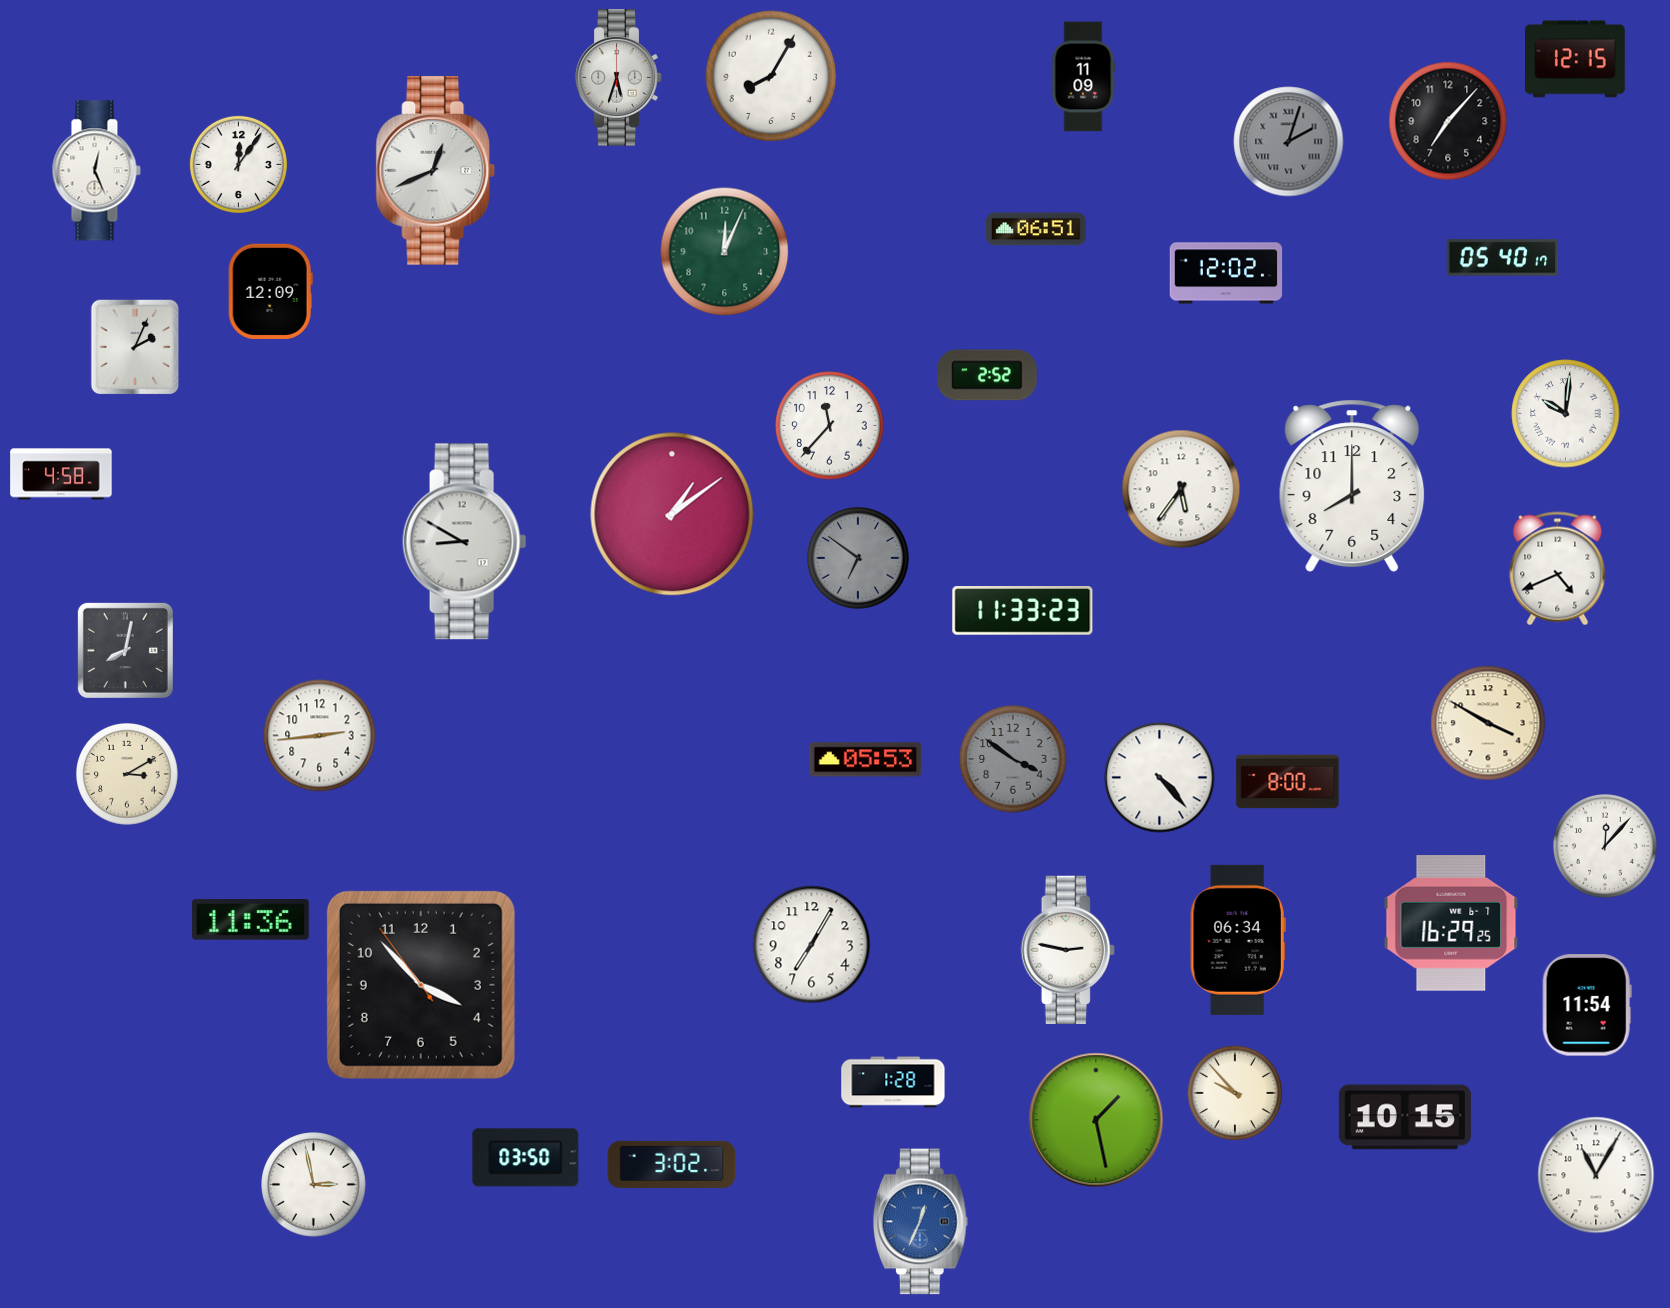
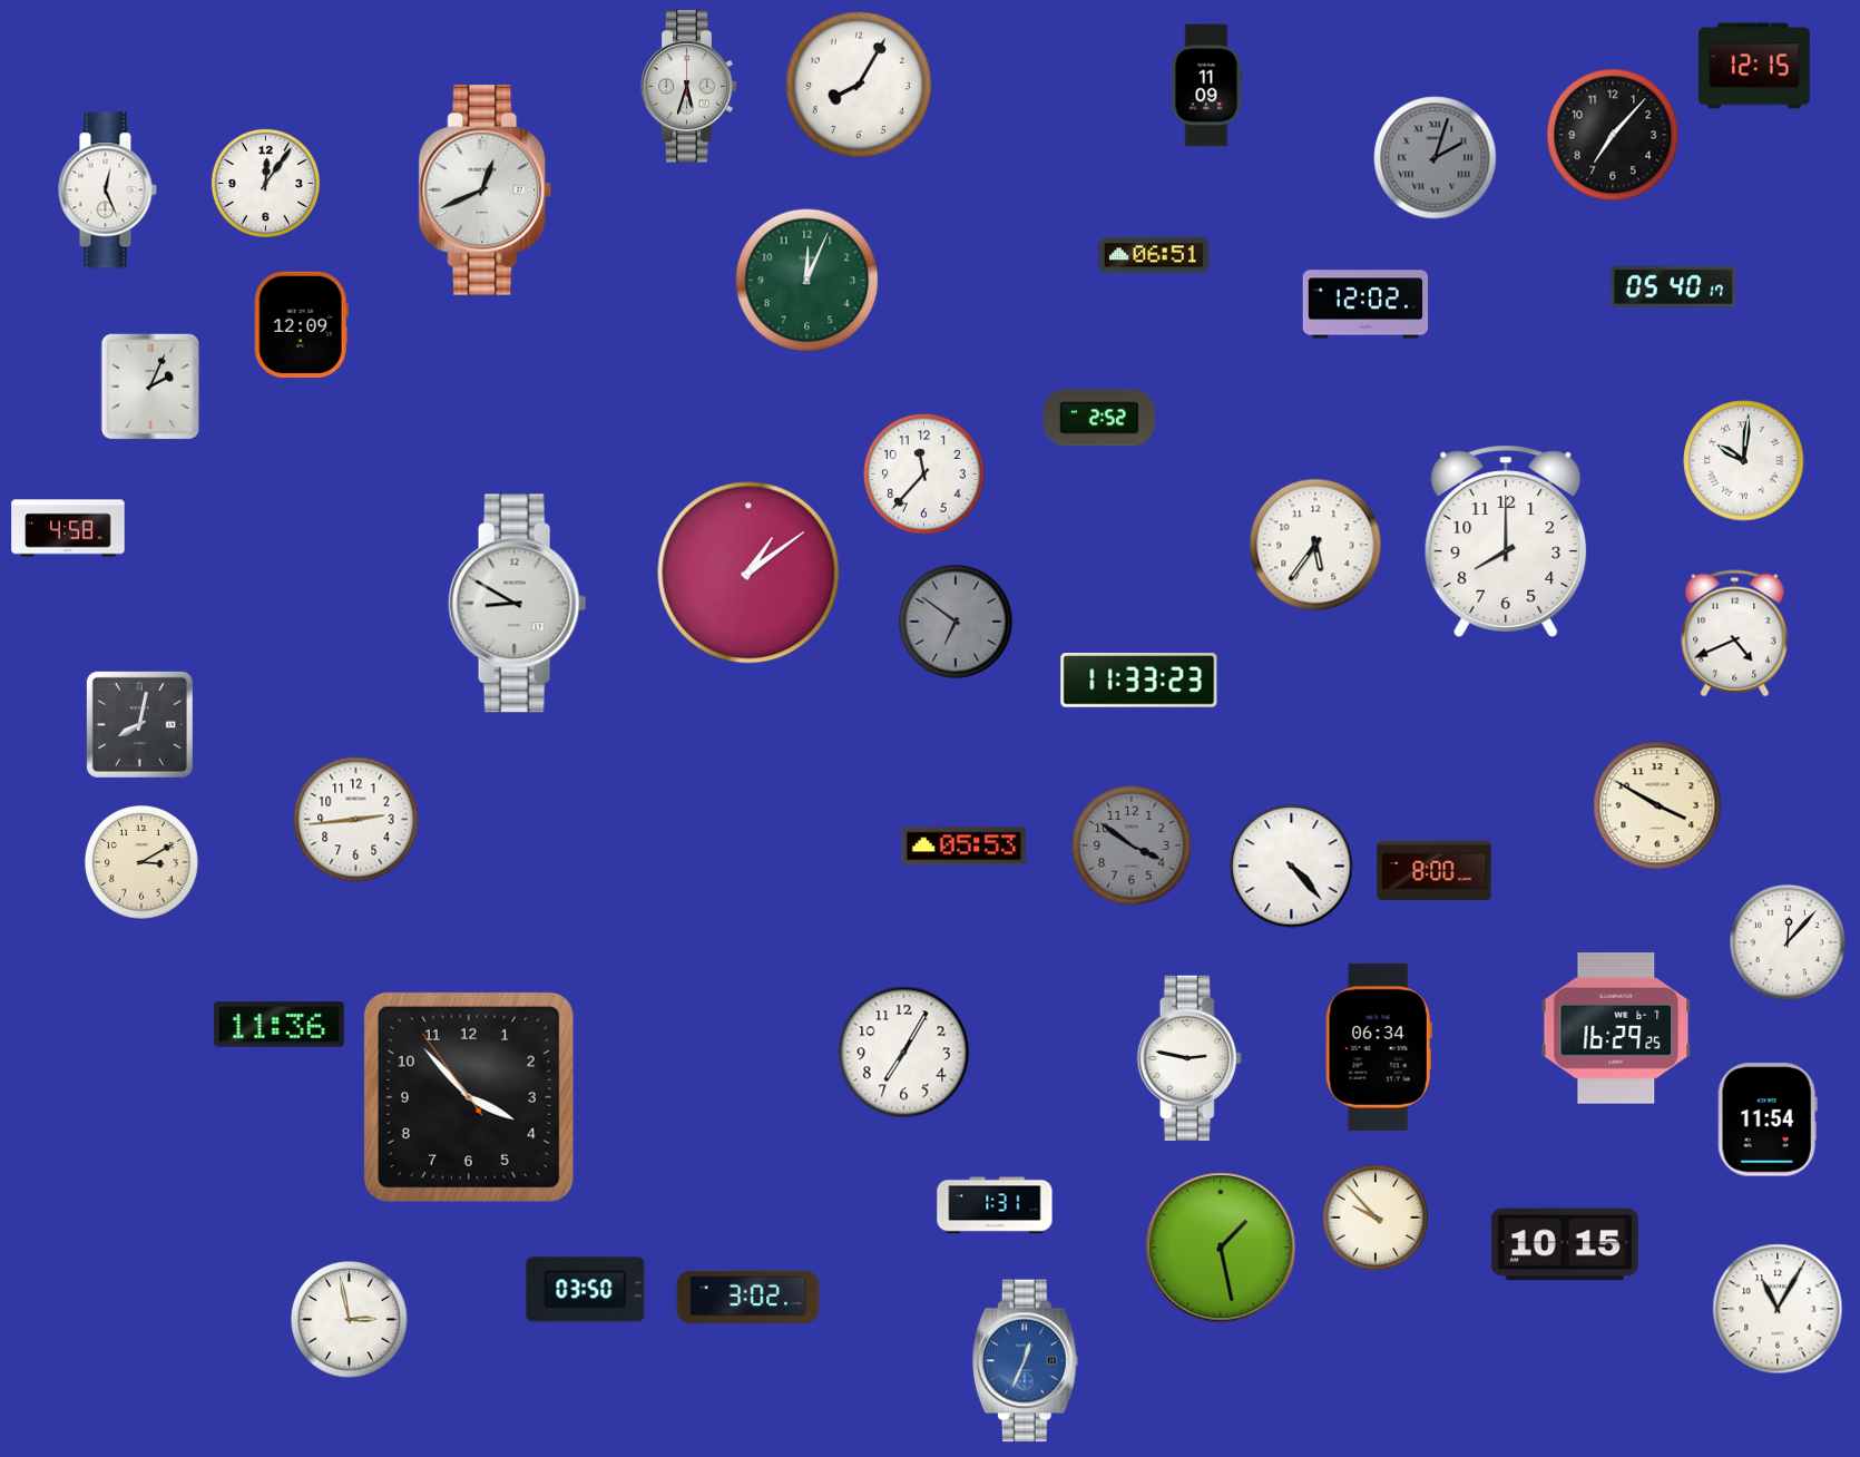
clock at (1013, 759) position: (1013, 759) -> (1132, 845)
clock at (893, 1082): 1:28 -> 1:31
